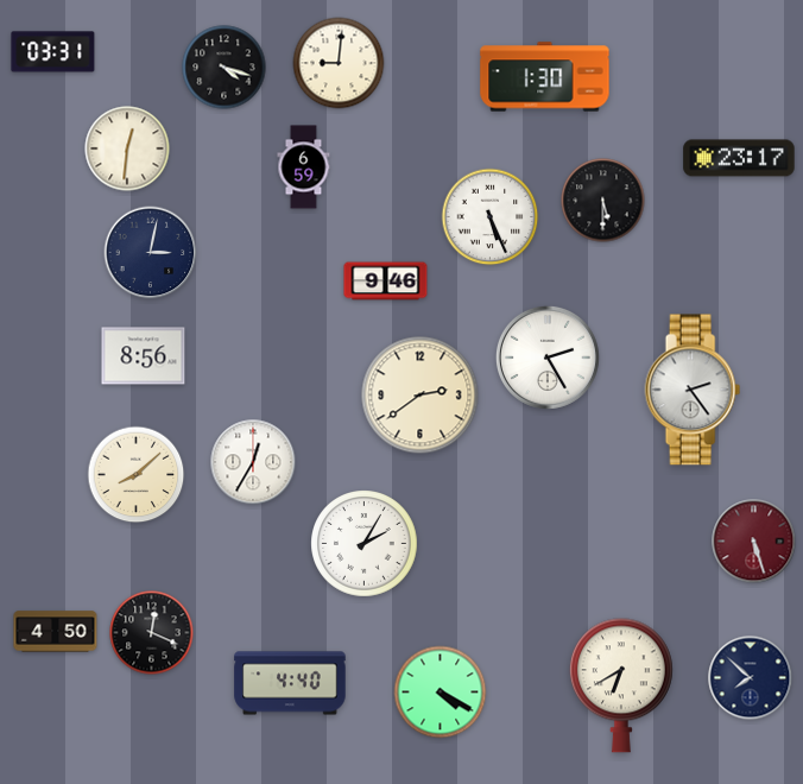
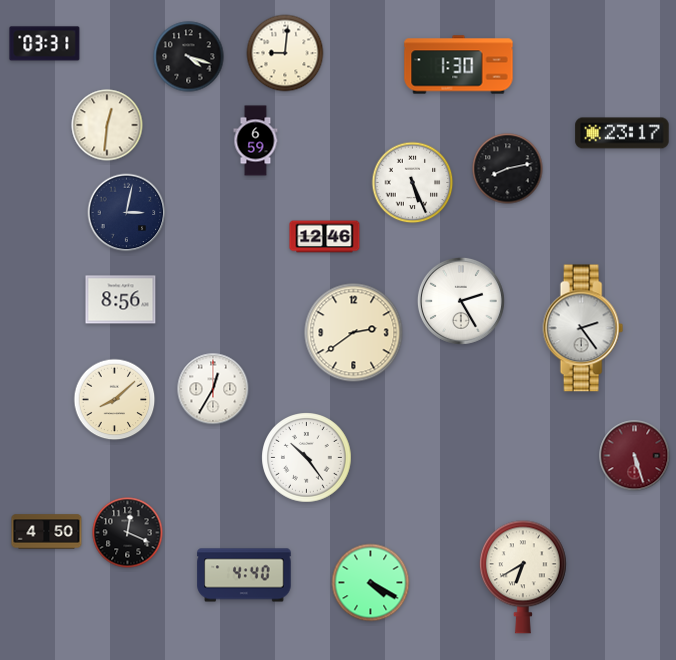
clock at (603, 201): 5:30 -> 8:13
clock at (386, 282): 9:46 -> 12:46
clock at (365, 544): 2:05 -> 10:24
clock at (751, 678): 7:52 -> none
